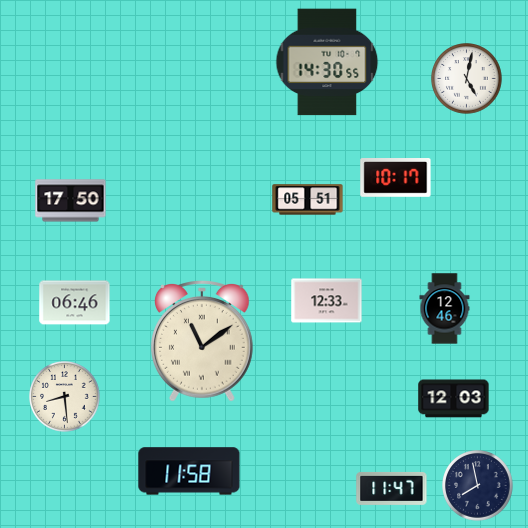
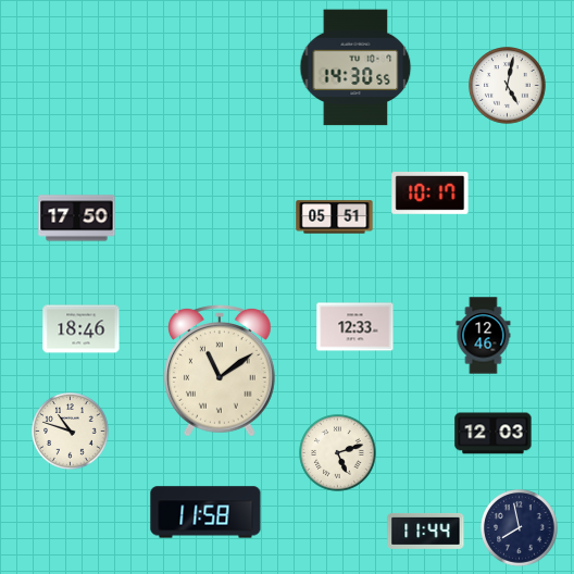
clock at (75, 303): 06:46 -> 18:46
clock at (65, 397): 8:29 -> 10:48
clock at (338, 453): none -> 5:12
clock at (392, 488): 11:47 -> 11:44
